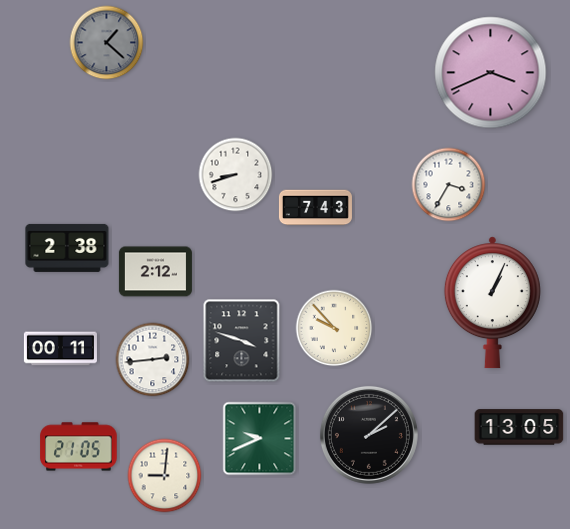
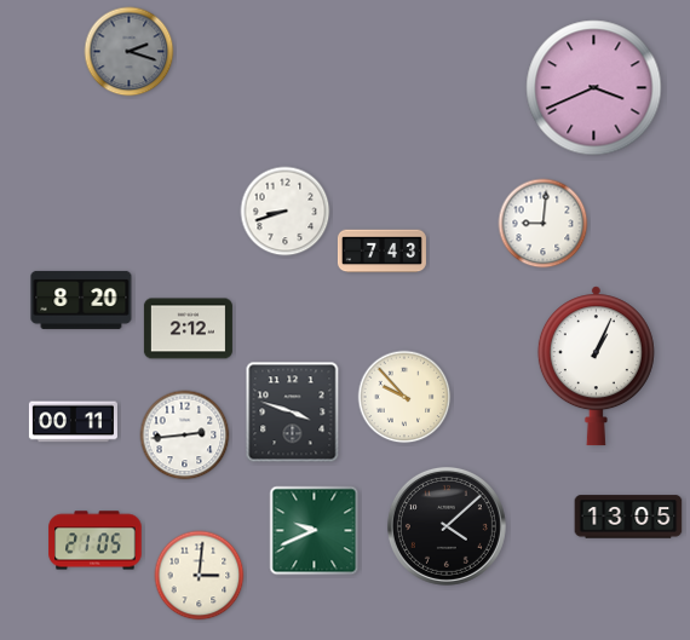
clock at (107, 43): 1:22 -> 2:18
clock at (449, 185): 3:35 -> 9:01
clock at (67, 248): 2:38 -> 8:20
clock at (369, 435): 2:08 -> 4:08
clock at (165, 476): 9:01 -> 3:01
